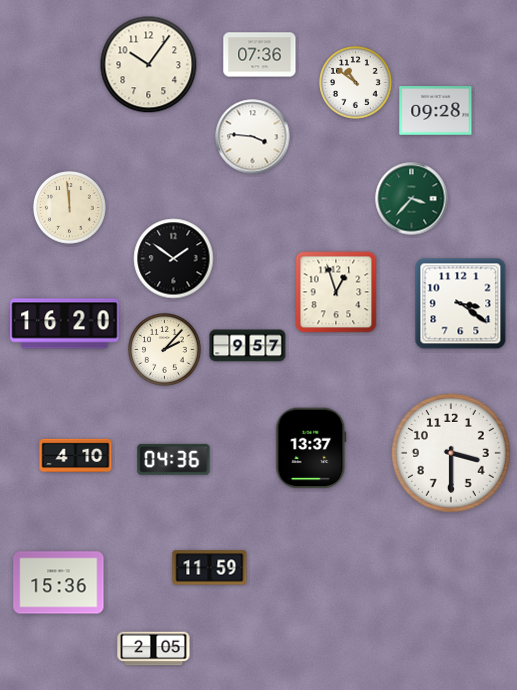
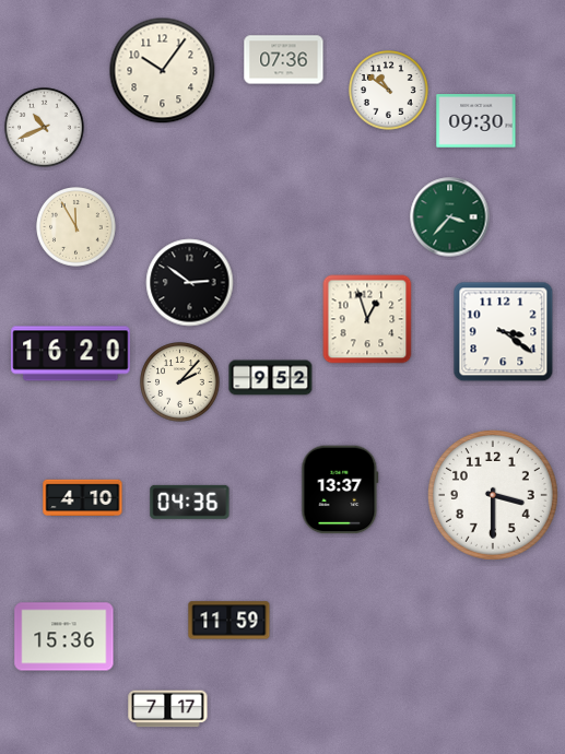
clock at (436, 111): 09:28 -> 09:30
clock at (45, 128): none -> 10:41
clock at (253, 137): 3:46 -> none
clock at (70, 208): 11:59 -> 11:55
clock at (174, 259): 1:51 -> 2:51
clock at (248, 346): 9:57 -> 9:52
clock at (154, 649): 2:05 -> 7:17
